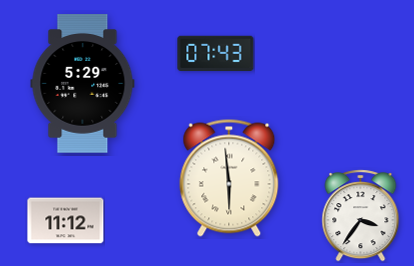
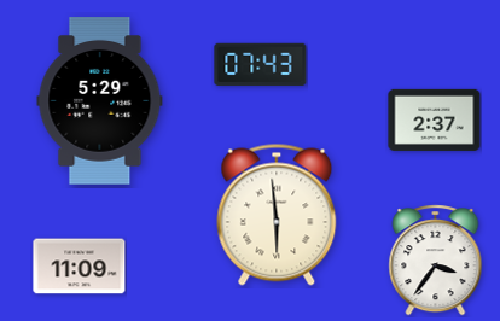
clock at (435, 119): none -> 2:37
clock at (66, 221): 11:12 -> 11:09
